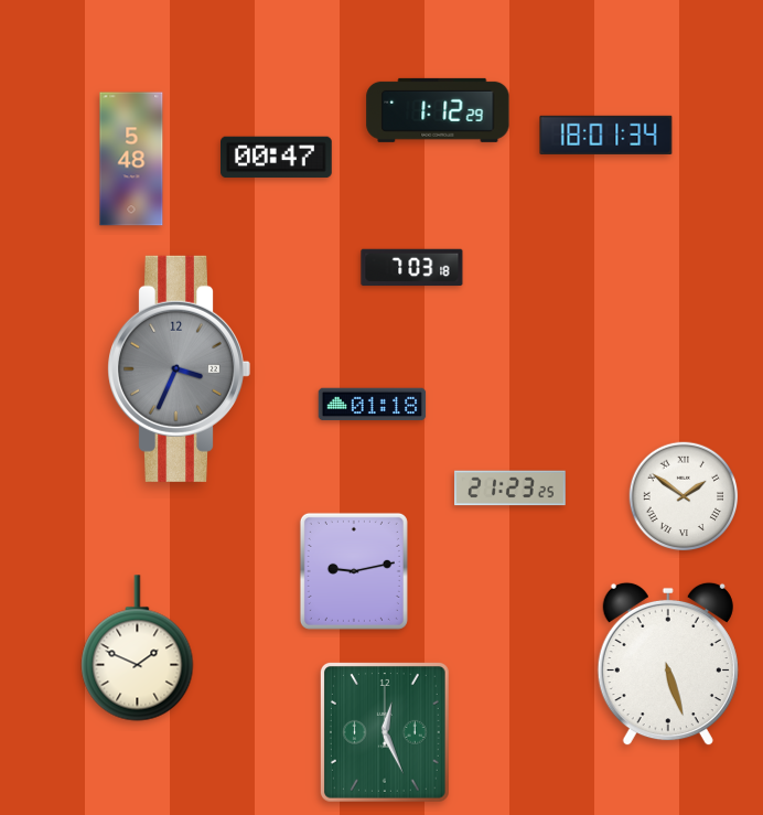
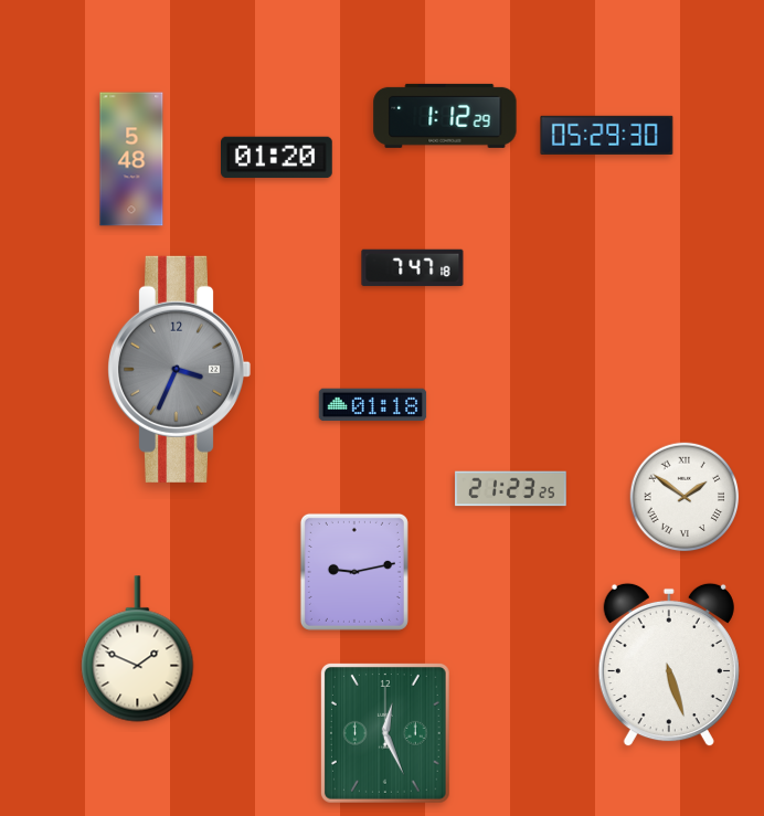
clock at (438, 110) position: (438, 110) -> (445, 116)
clock at (606, 135): 18:01 -> 05:29
clock at (277, 158): 00:47 -> 01:20
clock at (412, 268): 7:03 -> 7:47
